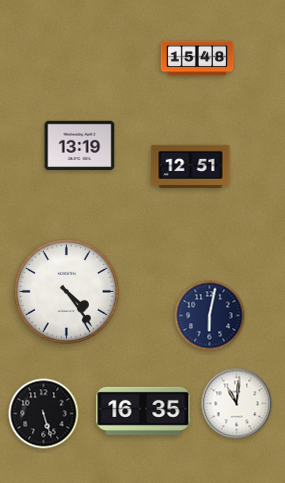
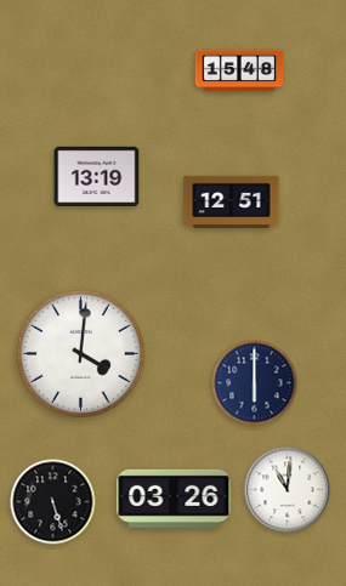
clock at (66, 291): 4:24 -> 4:01
clock at (210, 316): 6:02 -> 6:00
clock at (143, 411): 16:35 -> 03:26
